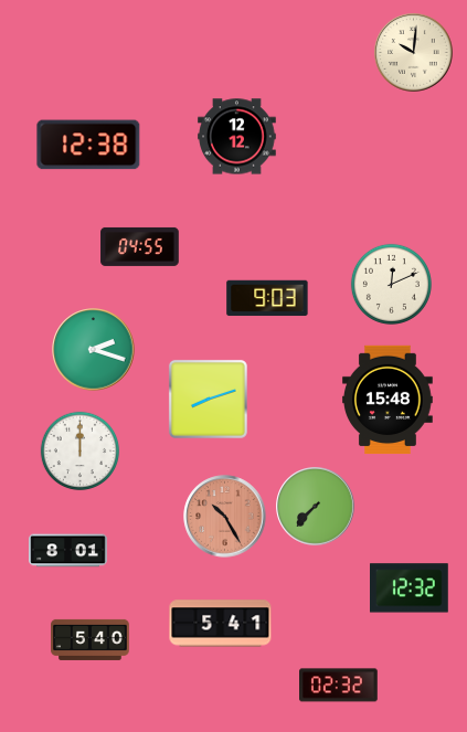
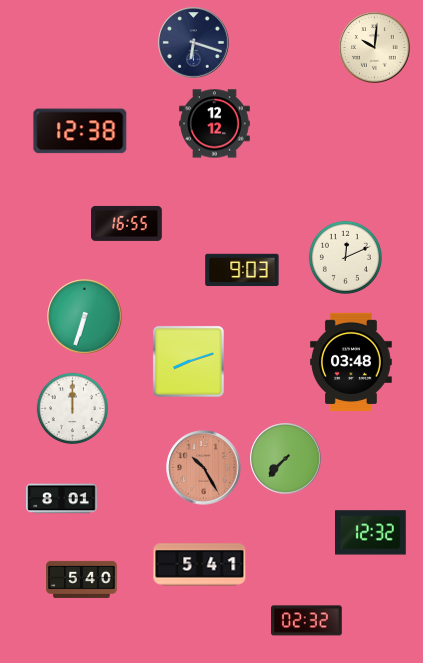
clock at (194, 43): none -> 6:18
clock at (140, 246): 04:55 -> 16:55
clock at (391, 284) position: (391, 284) -> (345, 257)
clock at (94, 350): 2:18 -> 6:33
clock at (389, 400): 15:48 -> 03:48
